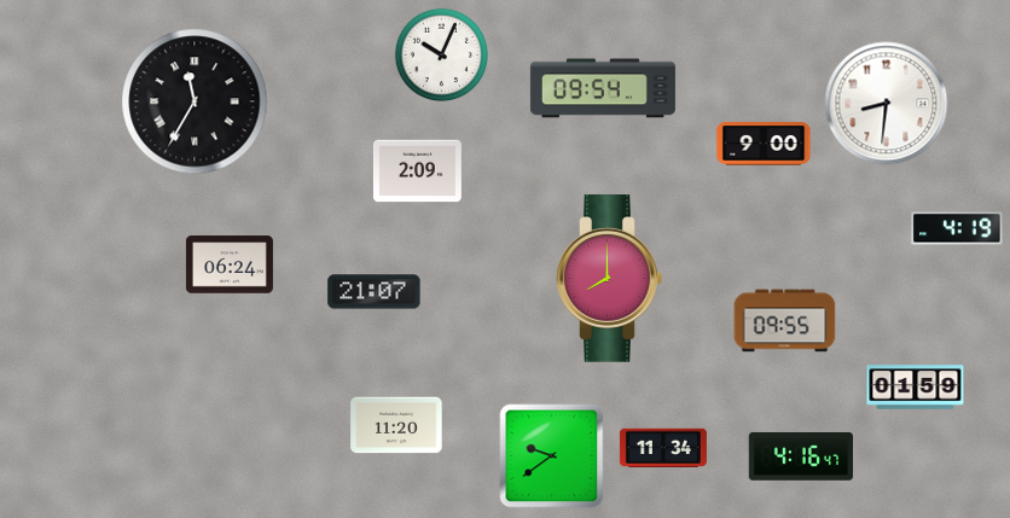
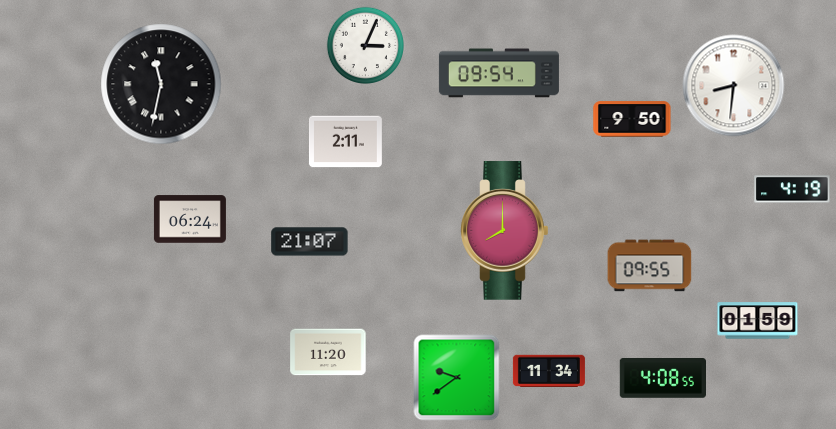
clock at (441, 54): 10:04 -> 3:04
clock at (195, 101): 11:35 -> 11:32
clock at (764, 144): 9:00 -> 9:50
clock at (417, 171): 2:09 -> 2:11
clock at (800, 456): 4:16 -> 4:08
